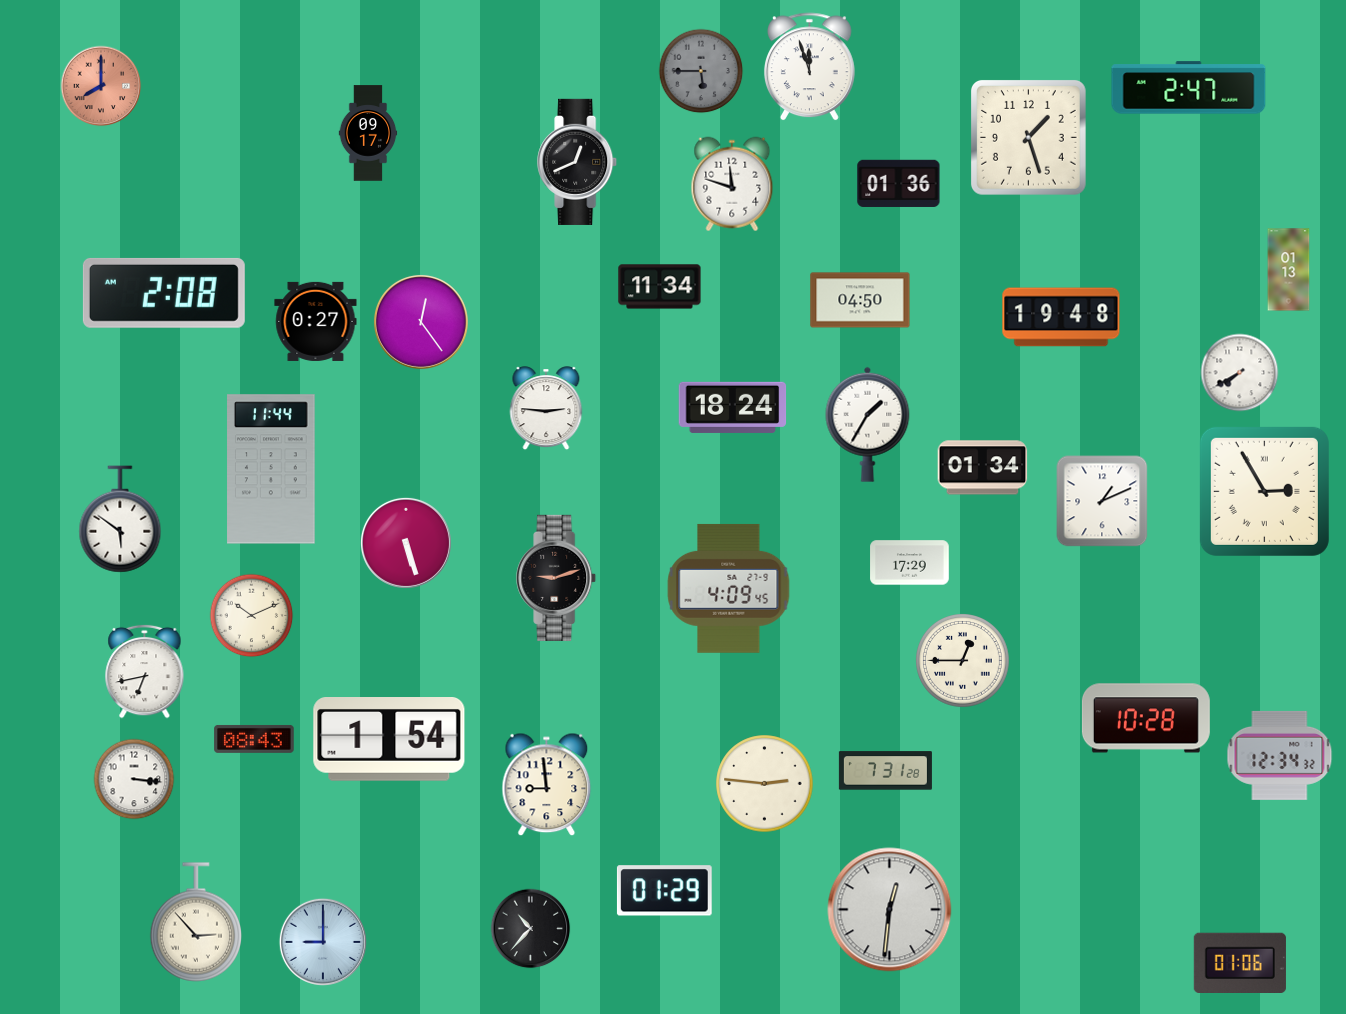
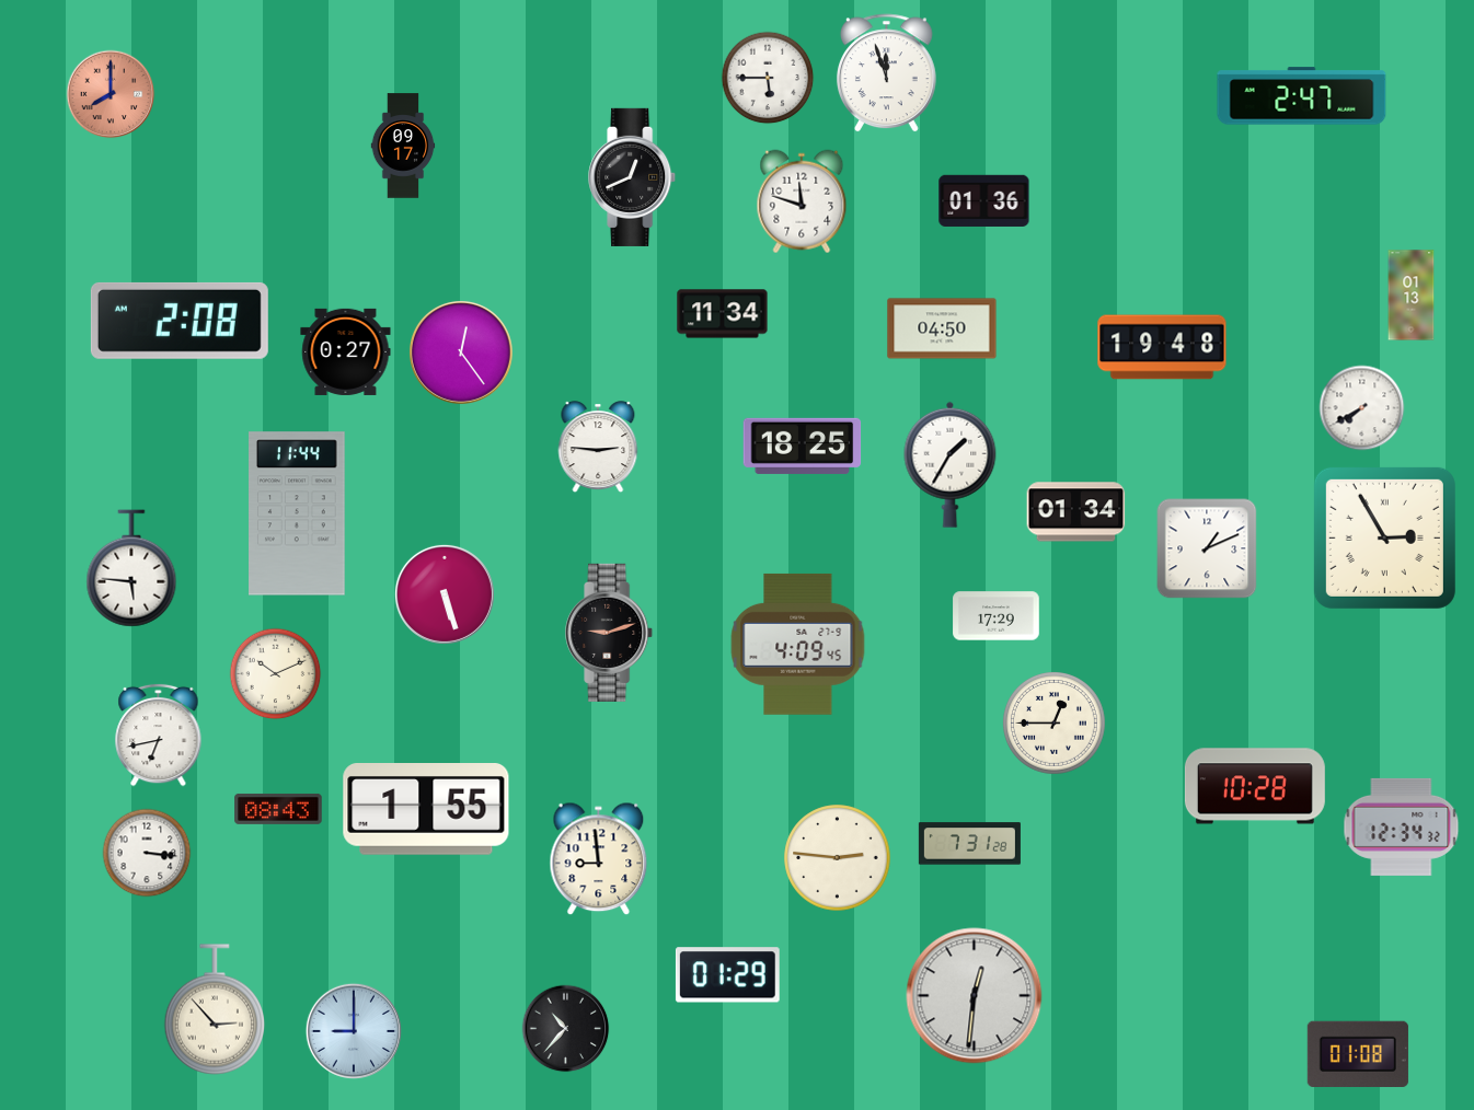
clock at (701, 71) dial: grey -> white
clock at (1029, 138): 1:27 -> none
clock at (1240, 373) position: (1240, 373) -> (1362, 408)
clock at (733, 407): 18:24 -> 18:25
clock at (120, 519): 5:51 -> 5:46
clock at (389, 740): 1:54 -> 1:55
clock at (531, 929) position: (531, 929) -> (566, 1029)
clock at (1240, 963): 01:06 -> 01:08
